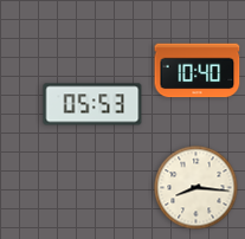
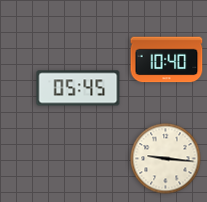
clock at (92, 104): 05:53 -> 05:45
clock at (196, 188): 8:16 -> 9:16
